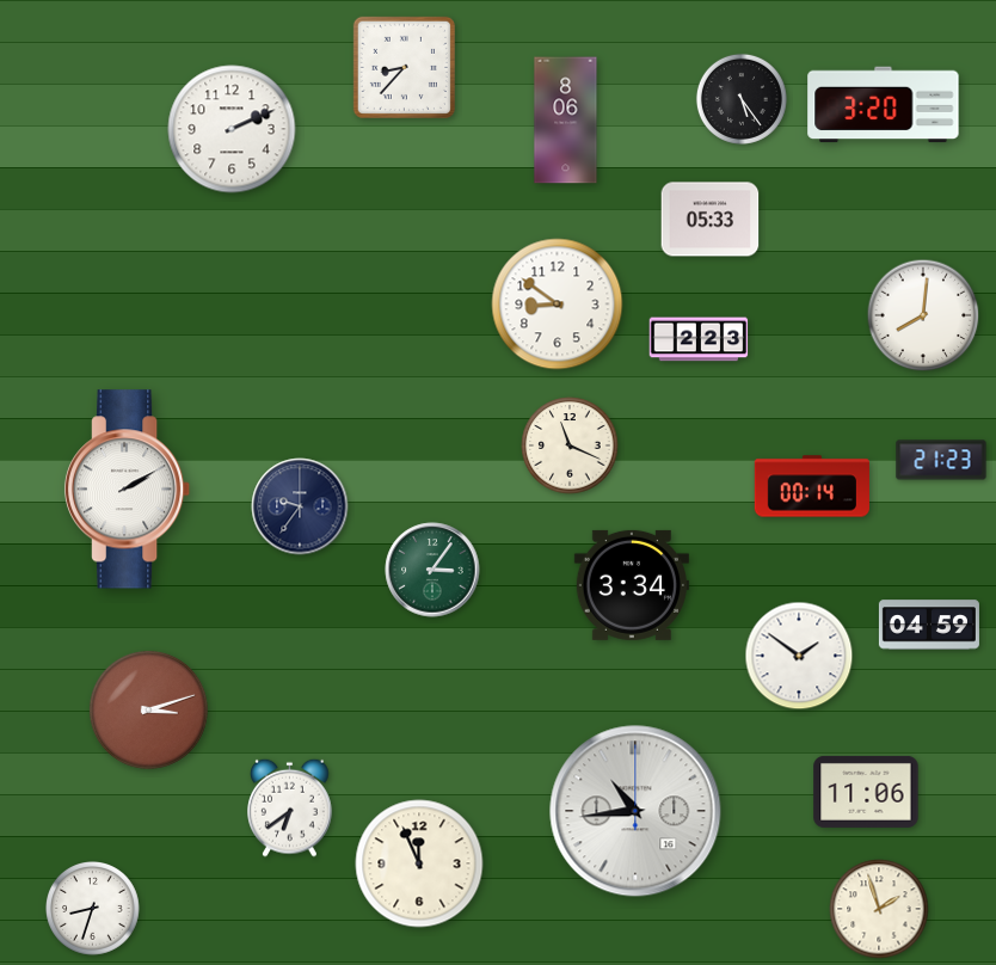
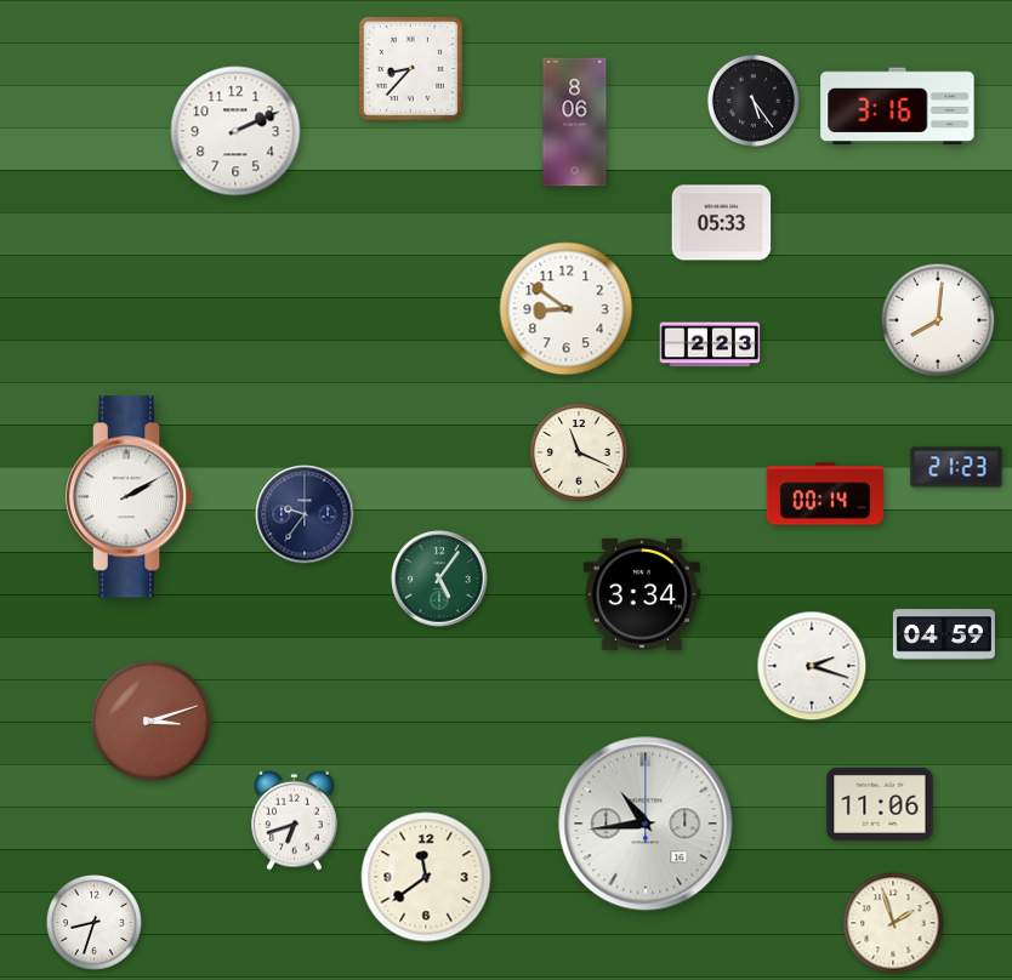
clock at (884, 105): 3:20 -> 3:16
clock at (432, 570): 3:06 -> 5:06
clock at (799, 656): 1:51 -> 2:18
clock at (290, 807): 6:39 -> 6:42
clock at (419, 863): 11:56 -> 11:39
